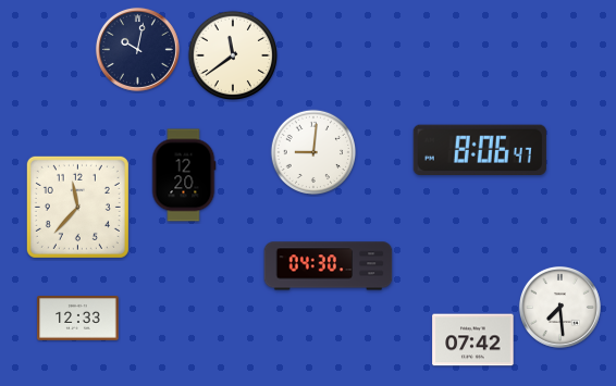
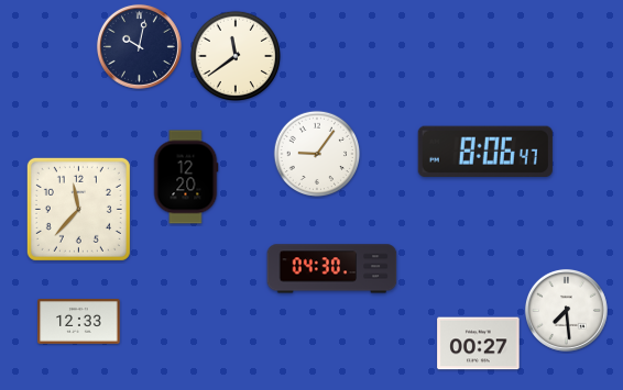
clock at (137, 49) position: (137, 49) -> (139, 46)
clock at (313, 152): 9:01 -> 9:06
clock at (473, 340): 07:42 -> 00:27
